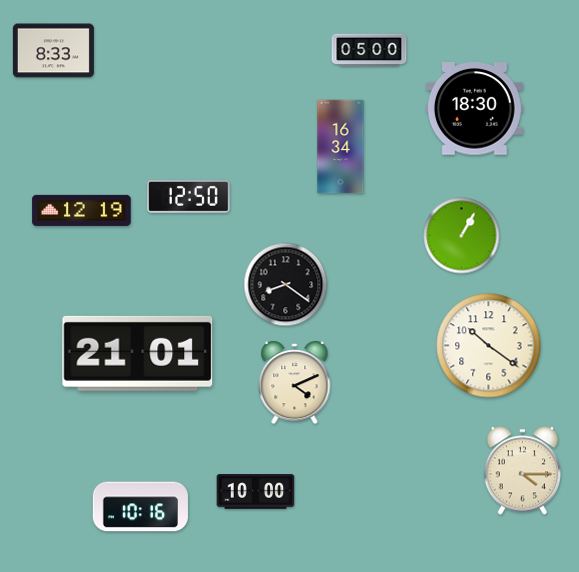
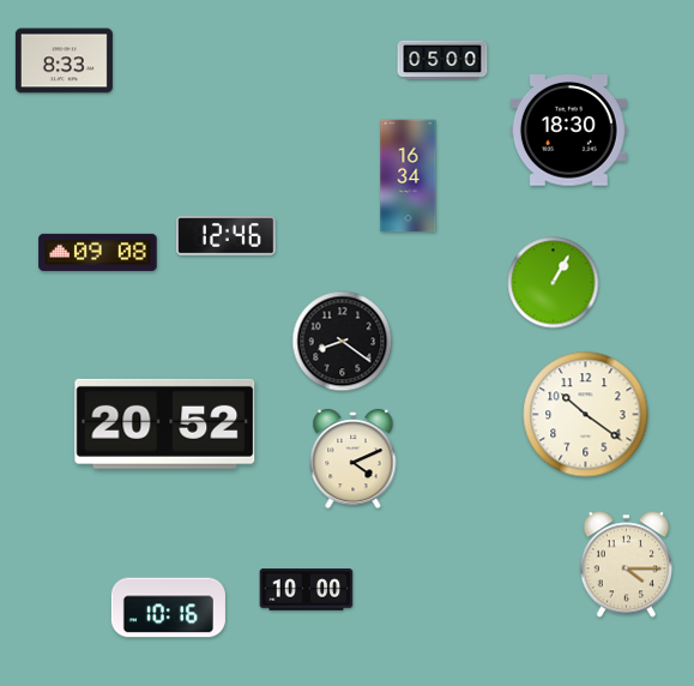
clock at (189, 197): 12:50 -> 12:46
clock at (82, 210): 12:19 -> 09:08
clock at (138, 353): 21:01 -> 20:52
